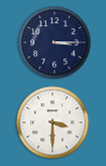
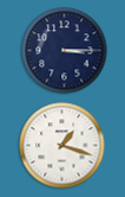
clock at (53, 123): 3:30 -> 1:18
